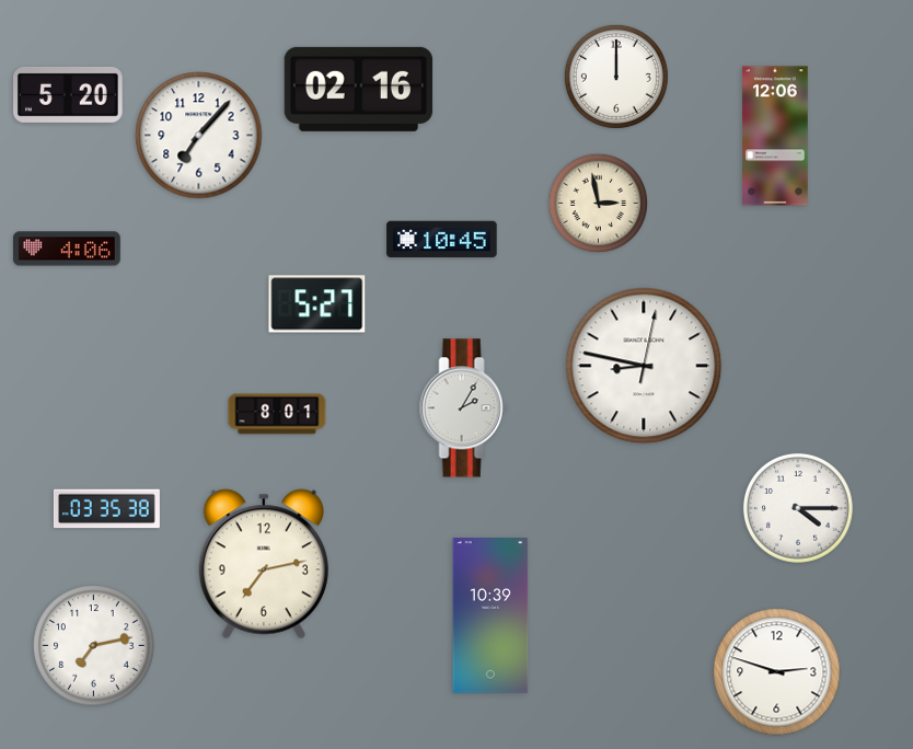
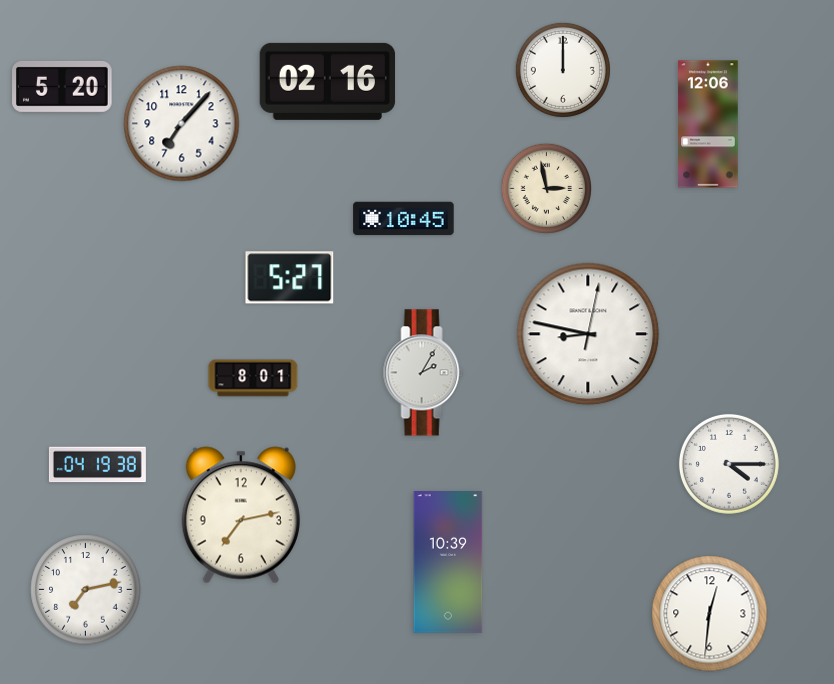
clock at (598, 203) position: (598, 203) -> (546, 188)
clock at (67, 249): 4:06 -> none
clock at (106, 509): 03:35 -> 04:19
clock at (777, 672): 2:48 -> 12:31
